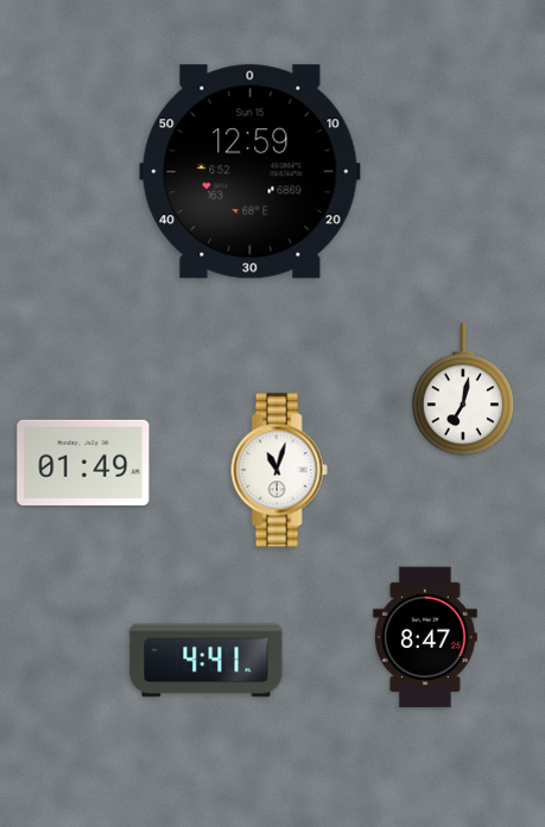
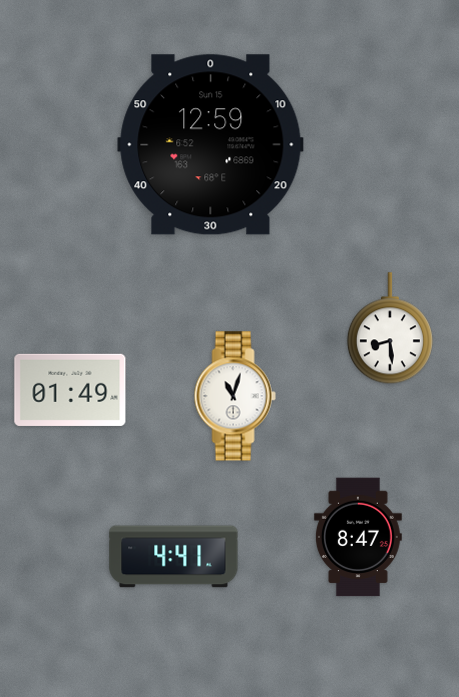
clock at (463, 390): 7:02 -> 8:29
